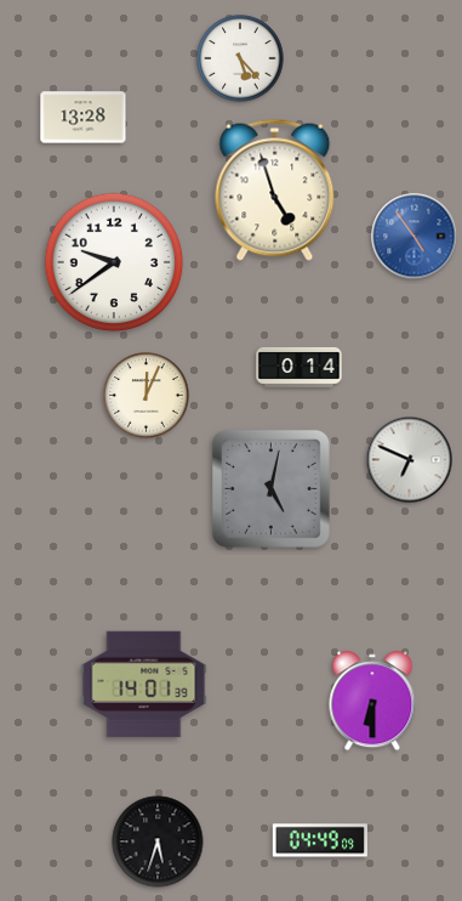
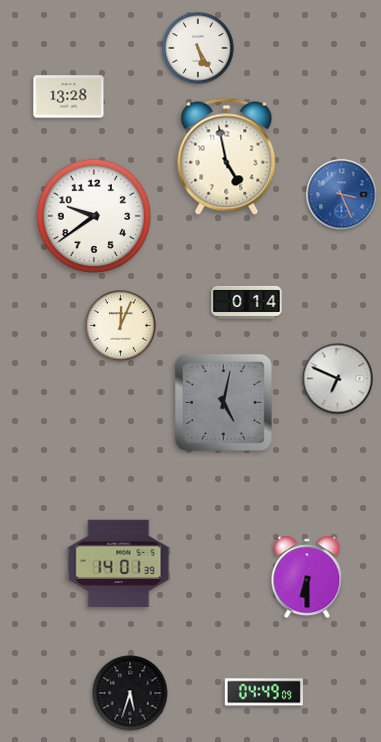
clock at (240, 58): 5:23 -> 5:25
clock at (275, 189): 4:57 -> 4:58
clock at (415, 237): 4:54 -> 3:26
